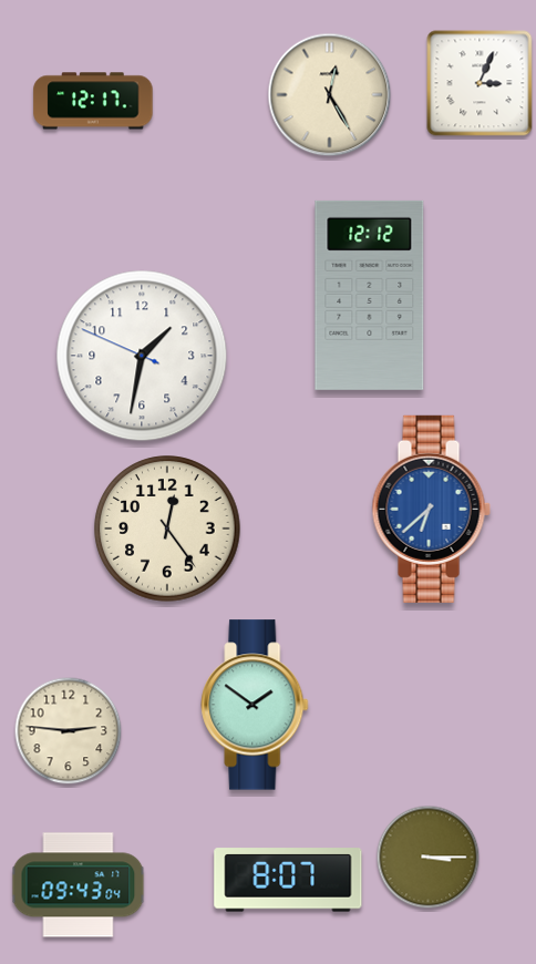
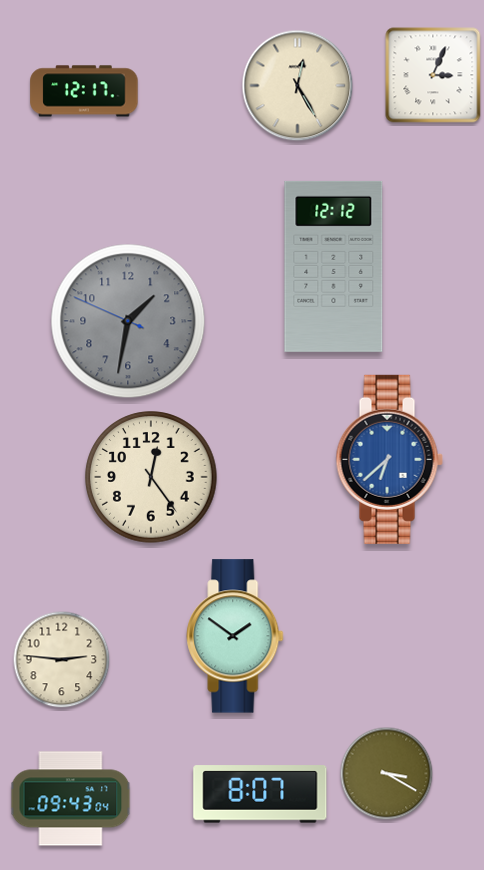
clock at (142, 356) dial: white -> grey
clock at (255, 705) position: (255, 705) -> (235, 636)
clock at (429, 858): 3:15 -> 3:20
